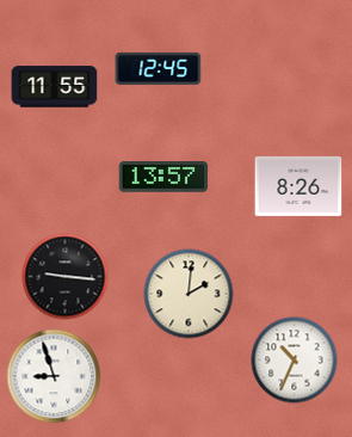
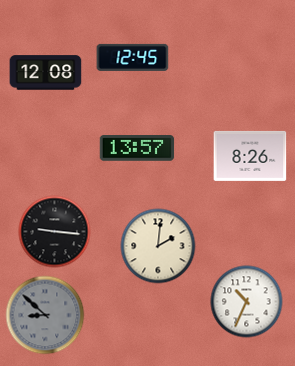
clock at (55, 87): 11:55 -> 12:08
clock at (54, 376): 8:57 -> 8:52
clock at (54, 376) dial: white -> grey
